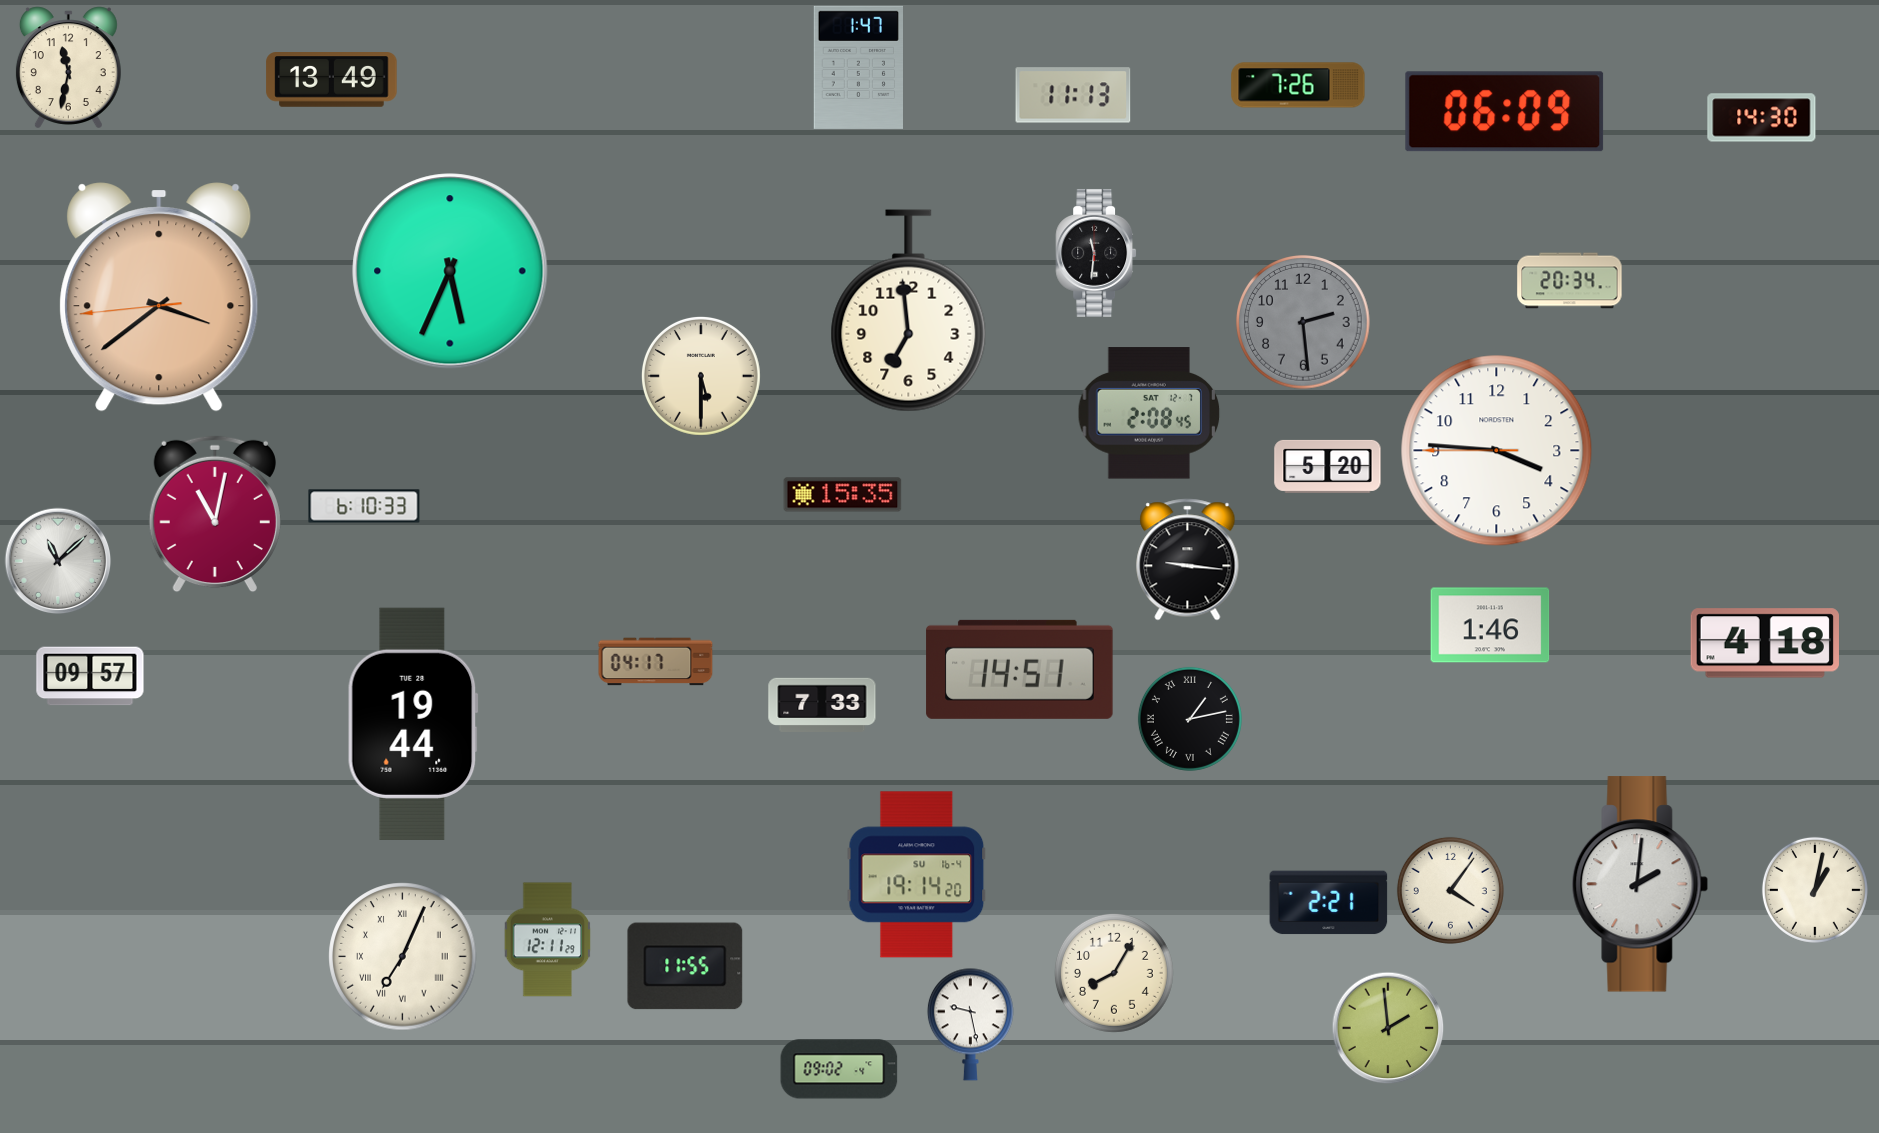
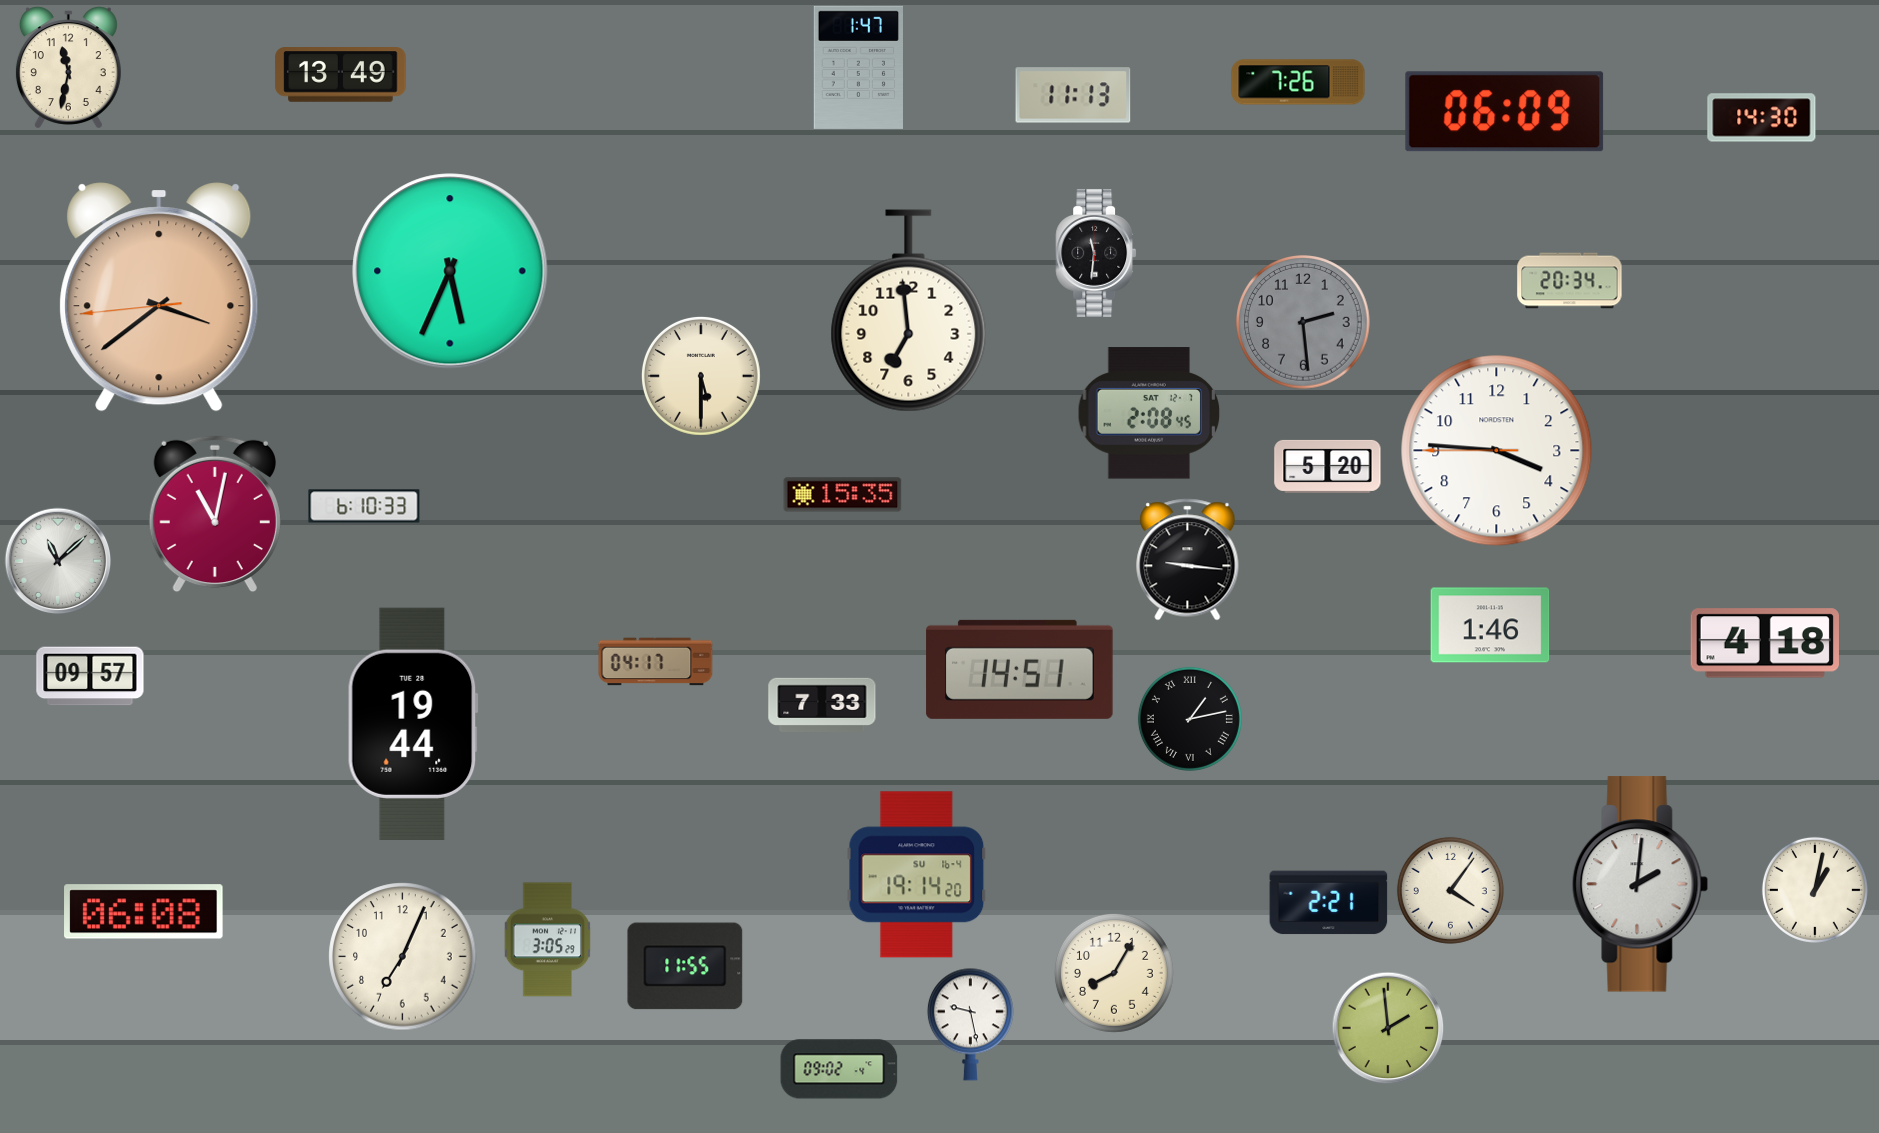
clock at (332, 80) position: (332, 80) -> (341, 75)
clock at (1298, 85) position: (1298, 85) -> (1298, 82)
clock at (144, 912): none -> 06:08
clock at (548, 940): 12:11 -> 3:05
clock at (403, 957) numerals: Roman -> Arabic
